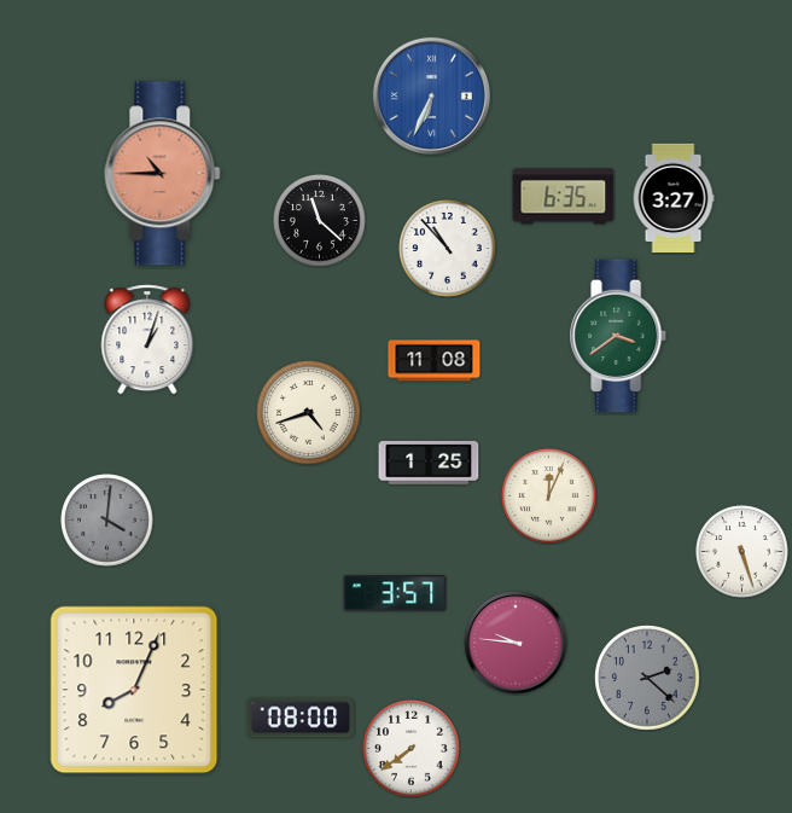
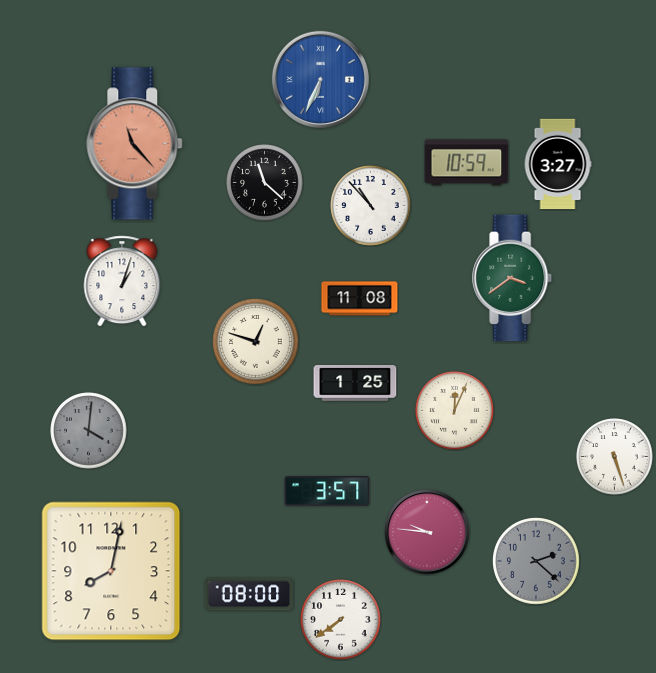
clock at (431, 95) position: (431, 95) -> (320, 79)
clock at (163, 174): 10:45 -> 11:23
clock at (564, 197): 6:35 -> 10:59
clock at (309, 413): 4:42 -> 12:48
clock at (134, 690): 8:04 -> 8:02
